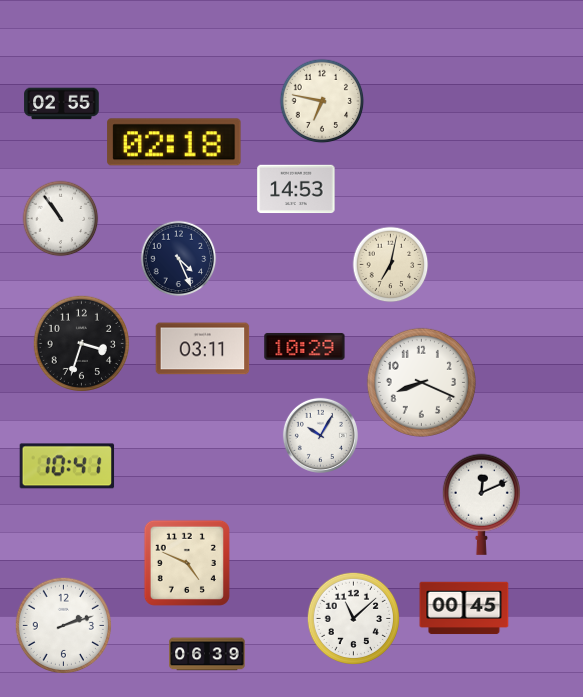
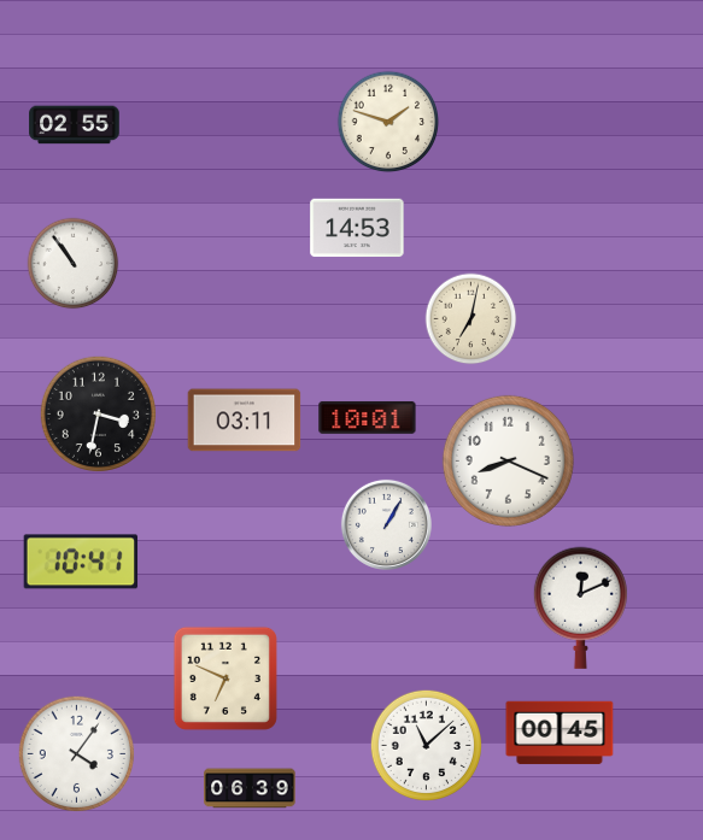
clock at (322, 101): 6:47 -> 1:48
clock at (174, 142): 02:18 -> none
clock at (179, 259): 4:26 -> none
clock at (81, 343): 3:33 -> 3:32
clock at (305, 347): 10:29 -> 10:01
clock at (320, 435): 10:05 -> 1:05
clock at (187, 563): 4:49 -> 6:49
clock at (63, 625): 2:12 -> 4:06
